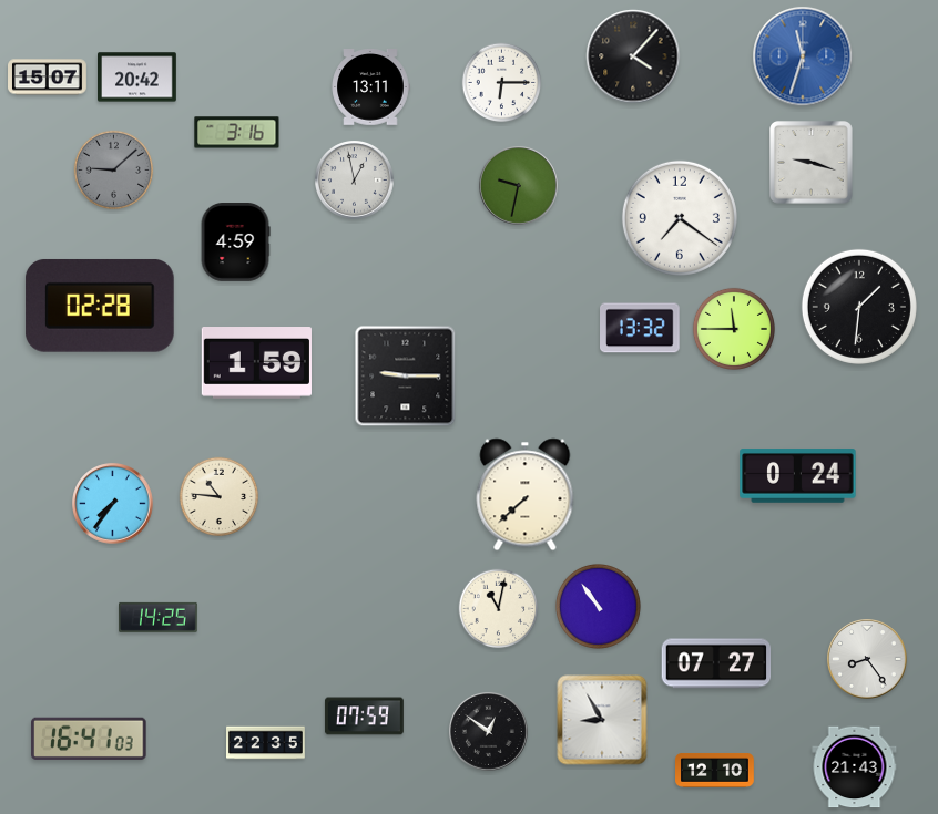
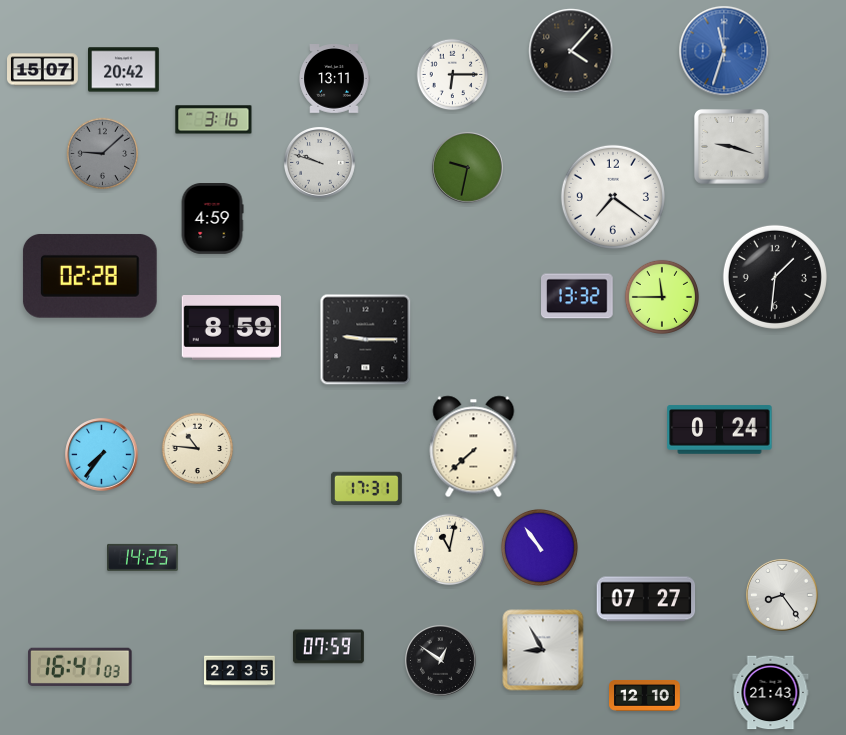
clock at (355, 181): 12:58 -> 9:48
clock at (256, 363): 1:59 -> 8:59
clock at (366, 489): none -> 17:31
